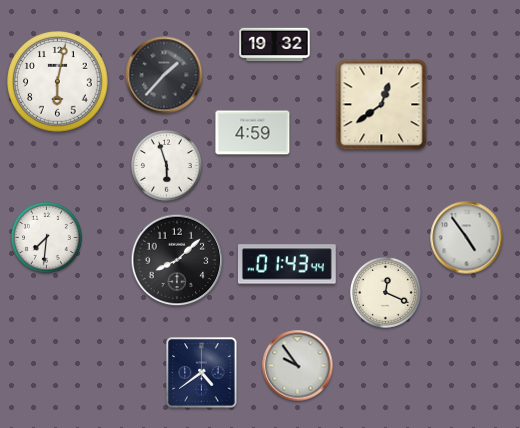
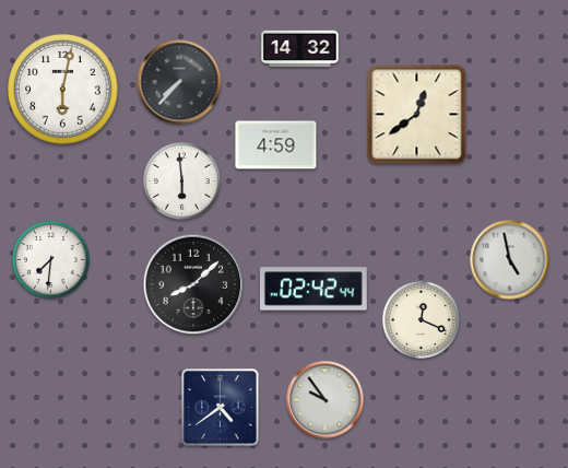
clock at (275, 45): 19:32 -> 14:32
clock at (164, 75): 1:37 -> 7:37
clock at (166, 165): 5:57 -> 5:59
clock at (467, 238): 4:54 -> 4:58
clock at (287, 264): 01:43 -> 02:42
